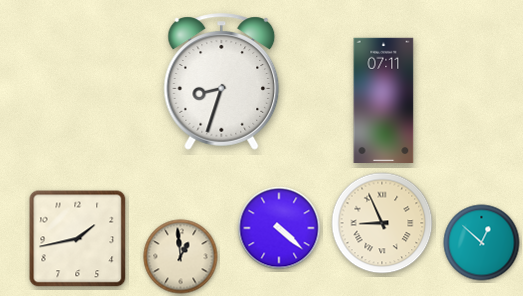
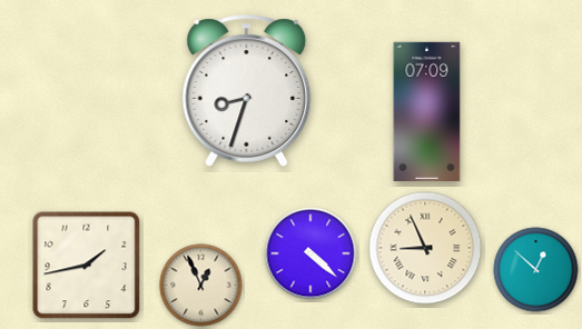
clock at (384, 100): 07:11 -> 07:09
clock at (181, 257): 12:59 -> 12:56
